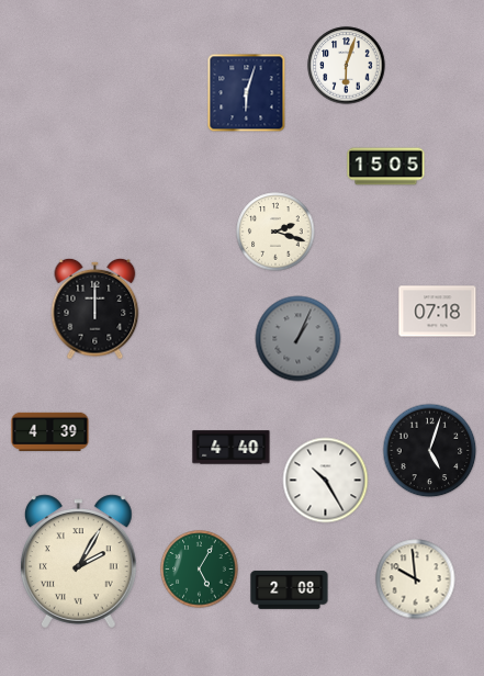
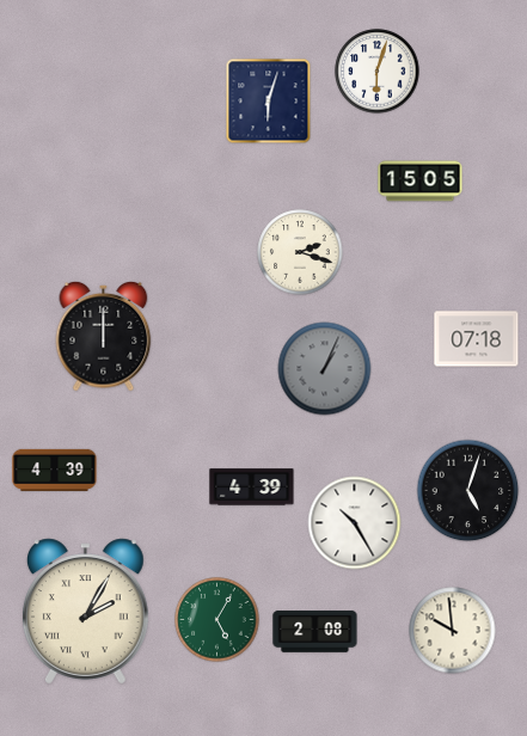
clock at (232, 448): 4:40 -> 4:39
clock at (290, 590) position: (290, 590) -> (315, 632)
